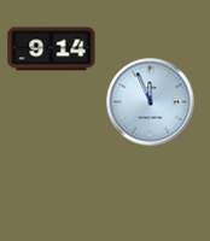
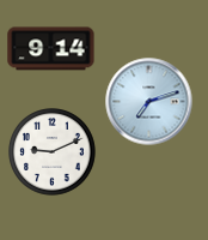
clock at (151, 102): 11:56 -> 7:12
clock at (53, 152): none -> 9:11
